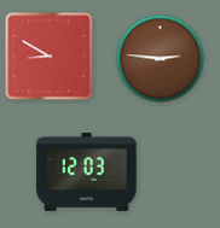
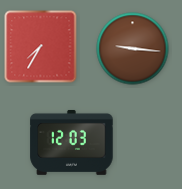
clock at (50, 57): 8:50 -> 7:35
clock at (161, 59): 2:46 -> 9:16
